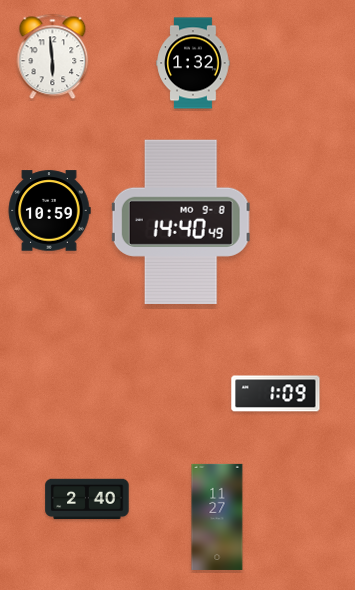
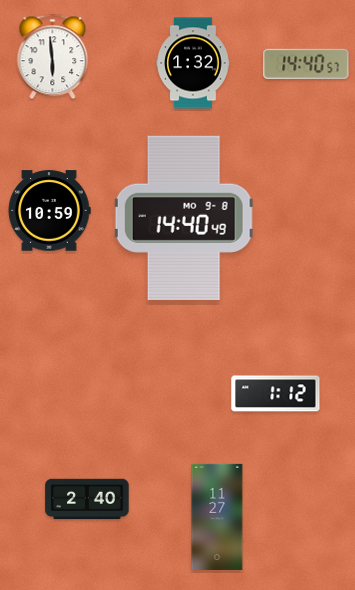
clock at (306, 64): none -> 14:40
clock at (181, 222) position: (181, 222) -> (184, 218)
clock at (276, 394): 1:09 -> 1:12
